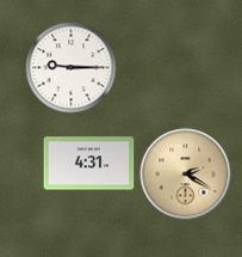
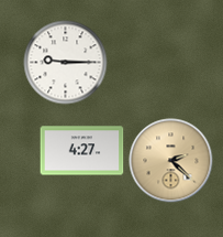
clock at (89, 164): 4:31 -> 4:27
clock at (186, 175): 2:20 -> 2:22
